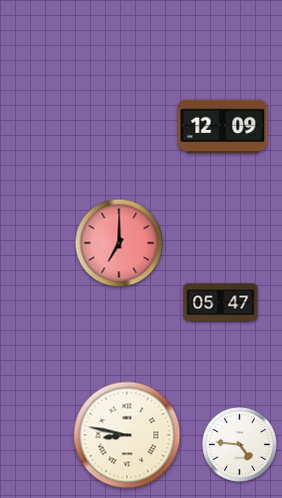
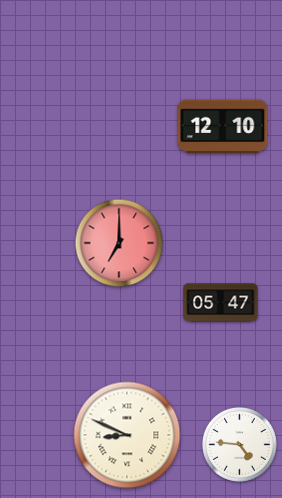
clock at (223, 127): 12:09 -> 12:10
clock at (127, 435): 8:47 -> 8:49
